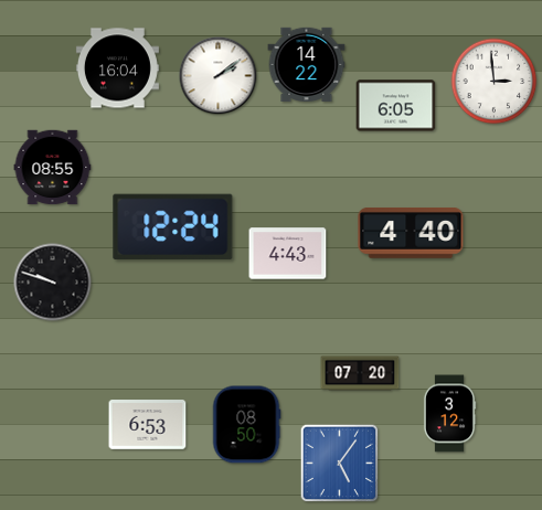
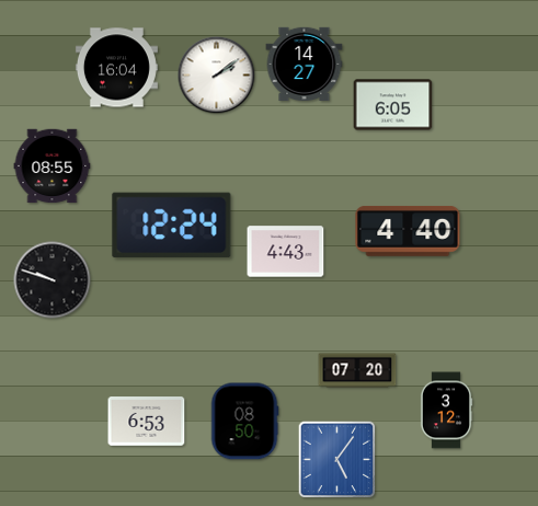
clock at (307, 64): 14:22 -> 14:27
clock at (495, 82): 2:59 -> none
